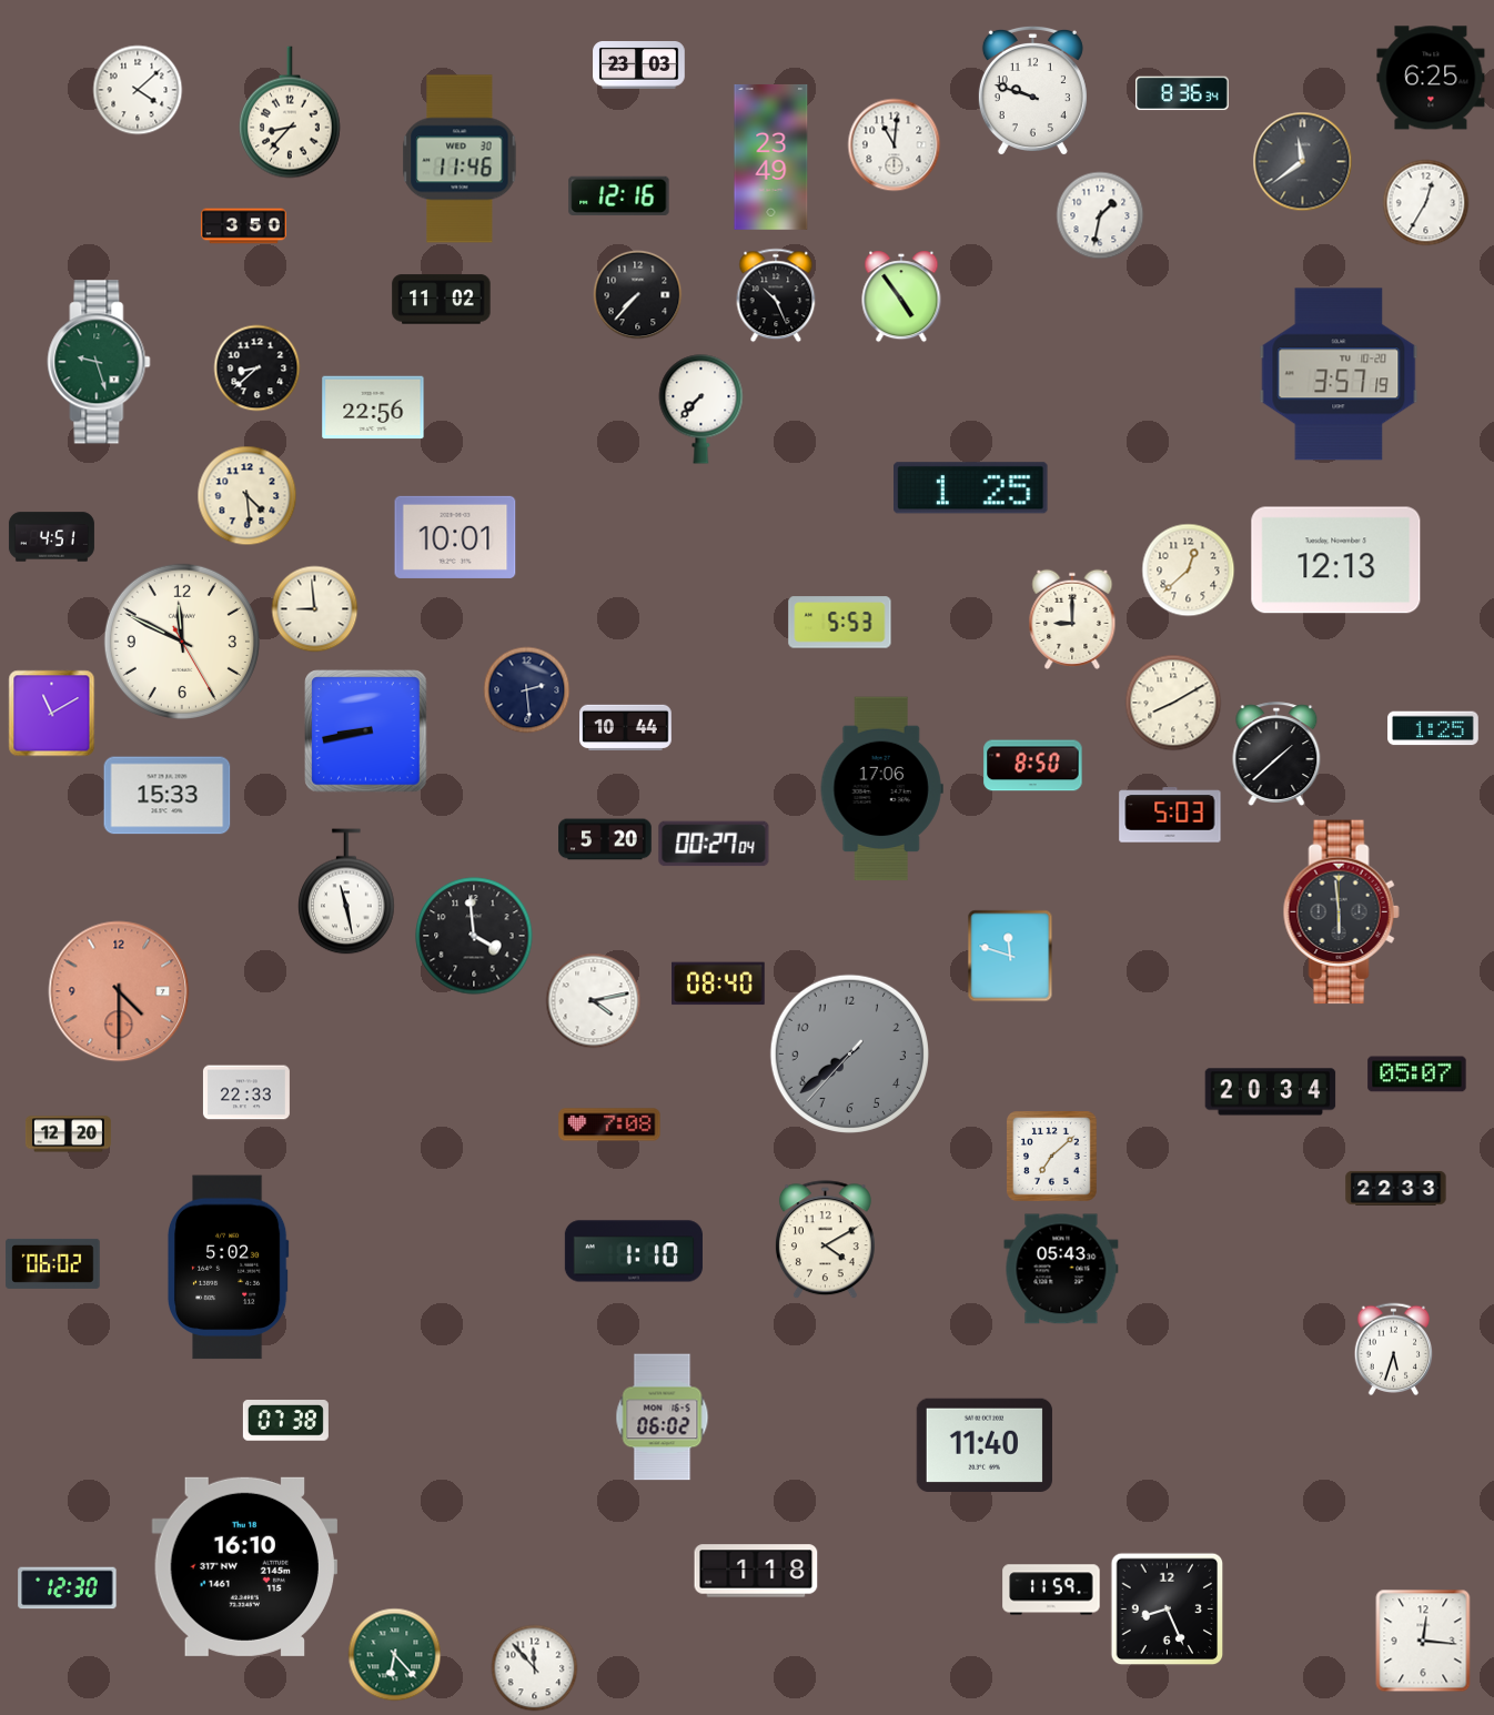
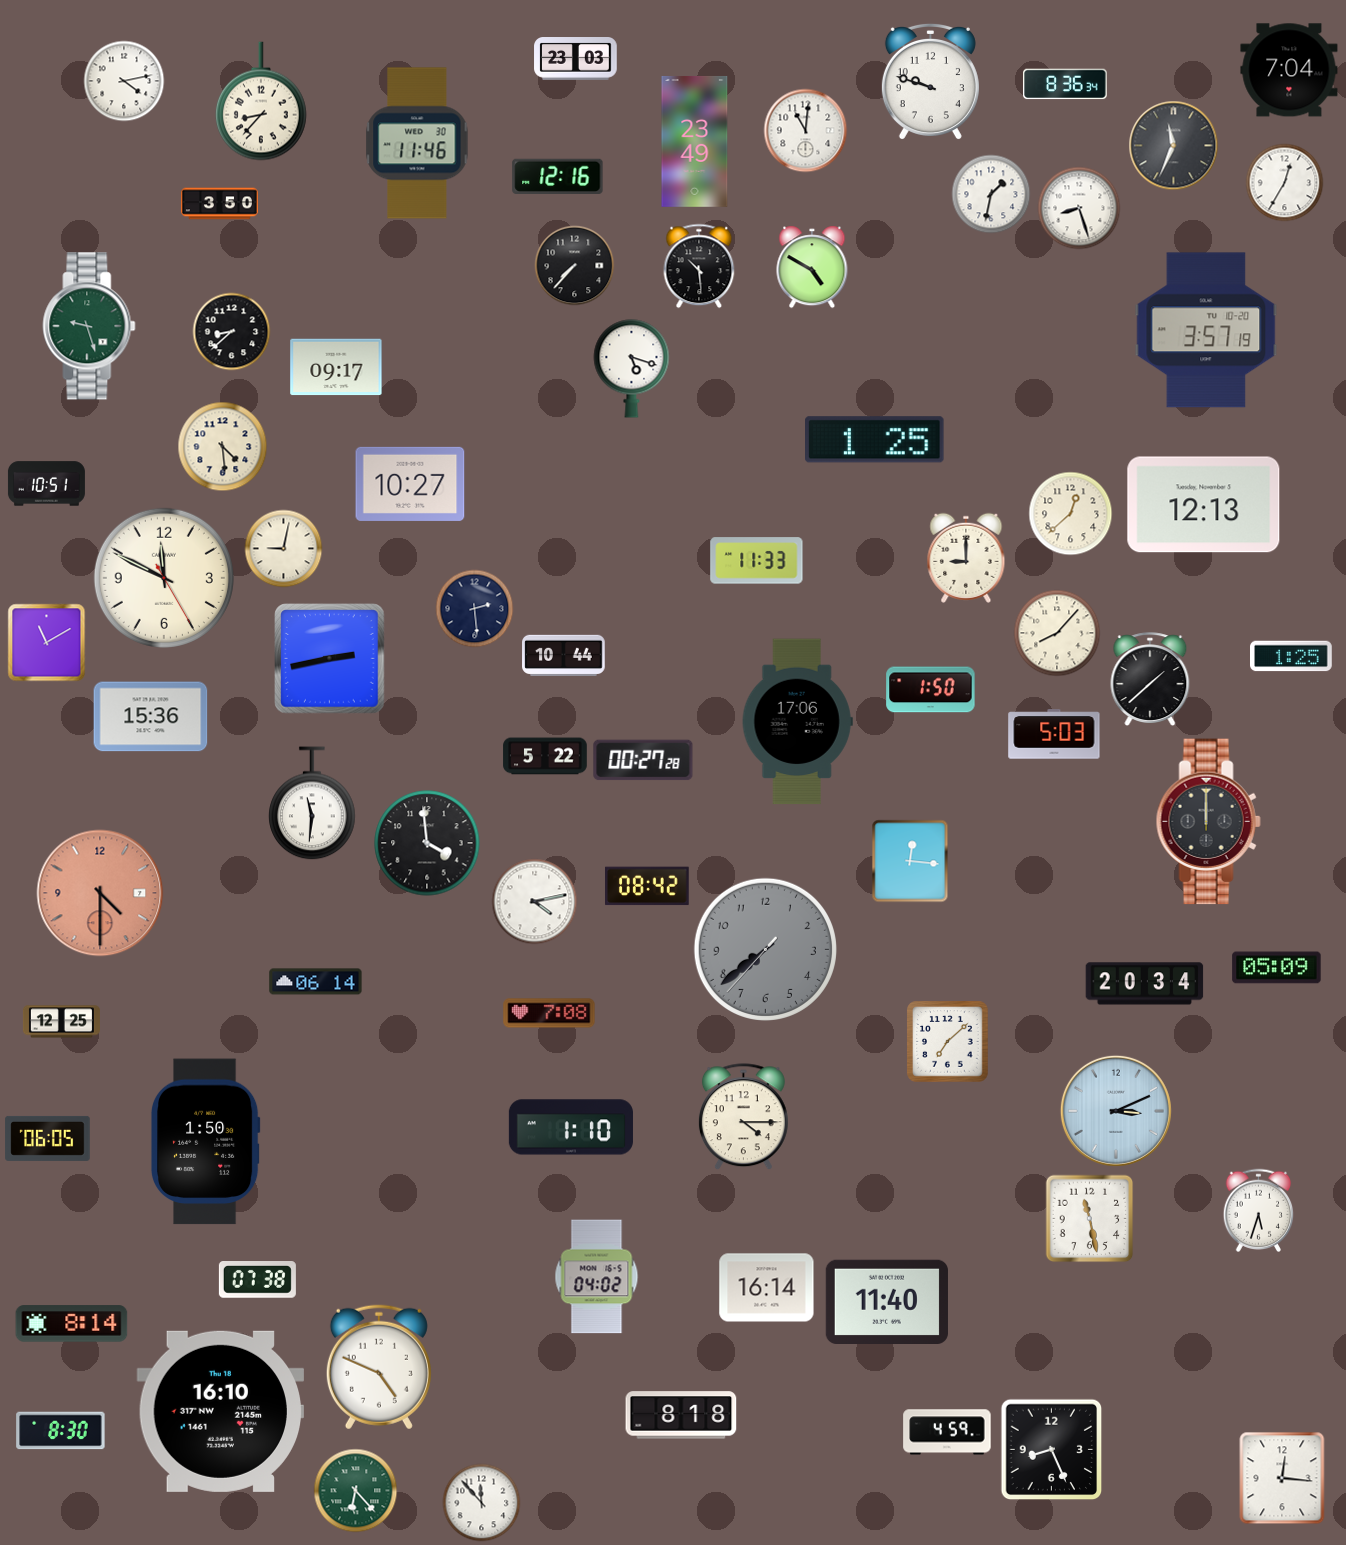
clock at (1431, 78): 6:25 -> 7:04
clock at (138, 90): 4:08 -> 4:13
clock at (460, 159) position: (460, 159) -> (417, 143)
clock at (1302, 161): 11:39 -> 11:34
clock at (1079, 208): none -> 8:27
clock at (776, 295): 10:26 -> 10:29
clock at (901, 296): 4:54 -> 4:50
clock at (442, 300): 11:02 -> none
clock at (1339, 374) position: (1339, 374) -> (1206, 330)
clock at (373, 407): 22:56 -> 09:17
clock at (701, 410): 7:37 -> 5:18
clock at (51, 537): 4:51 -> 10:51
clock at (455, 537): 10:01 -> 10:27
clock at (314, 608): 8:59 -> 9:02
clock at (840, 623): 5:53 -> 11:33
clock at (526, 689) position: (526, 689) -> (474, 608)
clock at (1173, 703): 8:10 -> 8:07
clock at (366, 732): 8:43 -> 2:43
clock at (1033, 766): 8:50 -> 1:50
clock at (881, 789) position: (881, 789) -> (797, 722)
clock at (168, 796): 15:33 -> 15:36
clock at (605, 839): 5:20 -> 5:22
clock at (714, 844): 00:27:04 -> 00:27:28
clock at (346, 891): 11:28 -> 11:31
clock at (1341, 912): 5:59 -> 12:00
clock at (1010, 956): 11:48 -> 12:16
clock at (719, 983): 08:40 -> 08:42
clock at (119, 991) position: (119, 991) -> (100, 893)
clock at (1417, 1075): 05:07 -> 05:09
clock at (316, 982): none -> 06:14
clock at (246, 1092): 22:33 -> none
clock at (68, 1134): 12:20 -> 12:25
clock at (1396, 1188): 22:33 -> none
clock at (1116, 1111): none -> 3:11
clock at (825, 1240): 4:10 -> 4:15
clock at (53, 1263): 06:02 -> 06:05
clock at (228, 1268): 5:02 -> 1:50
clock at (1061, 1269): 05:43 -> none
clock at (1394, 1349) position: (1394, 1349) -> (1259, 1210)
clock at (1089, 1218): none -> 11:28
clock at (663, 1418): 06:02 -> 04:02
clock at (767, 1288): none -> 16:14
clock at (72, 1324): none -> 8:14
clock at (379, 1367): none -> 4:49
clock at (756, 1571): 1:18 -> 8:18
clock at (68, 1588): 12:30 -> 8:30
clock at (1051, 1590): 11:59 -> 4:59
